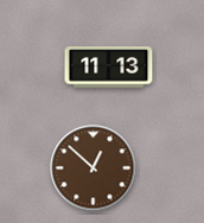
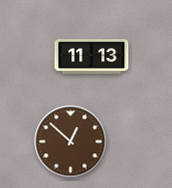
clock at (94, 168) position: (94, 168) -> (71, 142)
